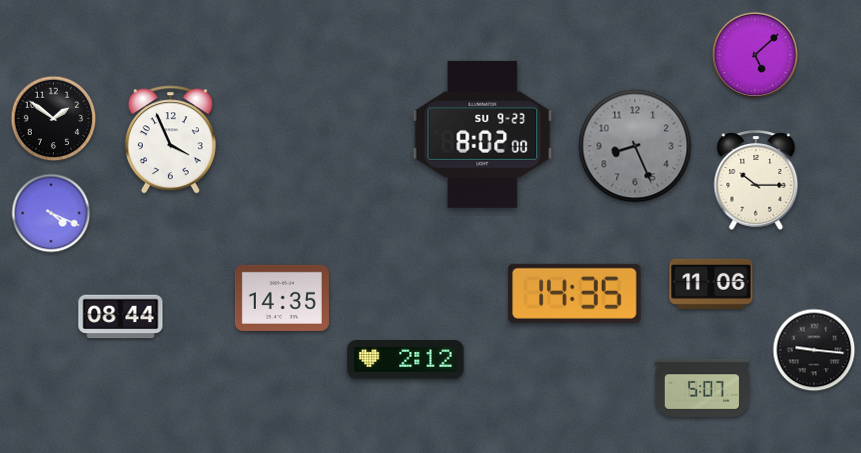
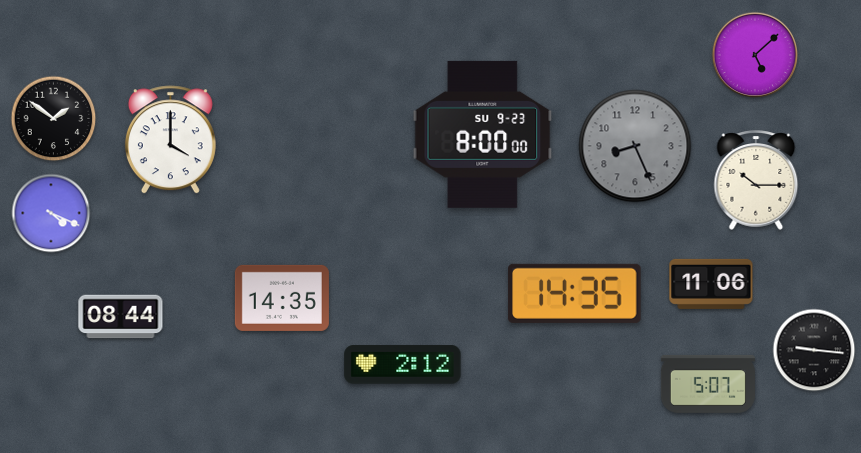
clock at (483, 134): 8:02 -> 8:00
clock at (170, 140): 3:56 -> 4:00
clock at (406, 360) position: (406, 360) -> (403, 365)
clock at (702, 388) position: (702, 388) -> (708, 384)
